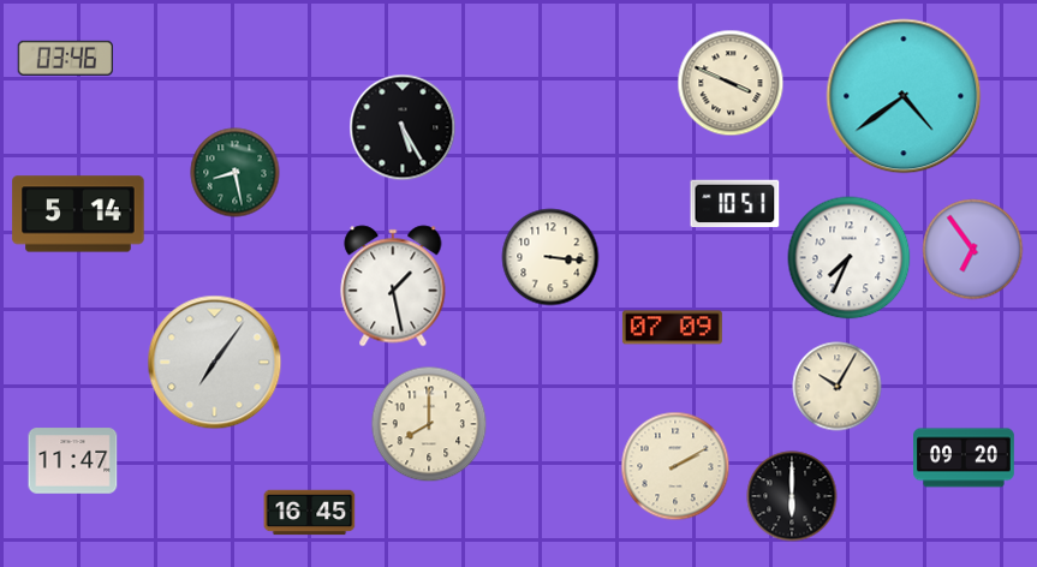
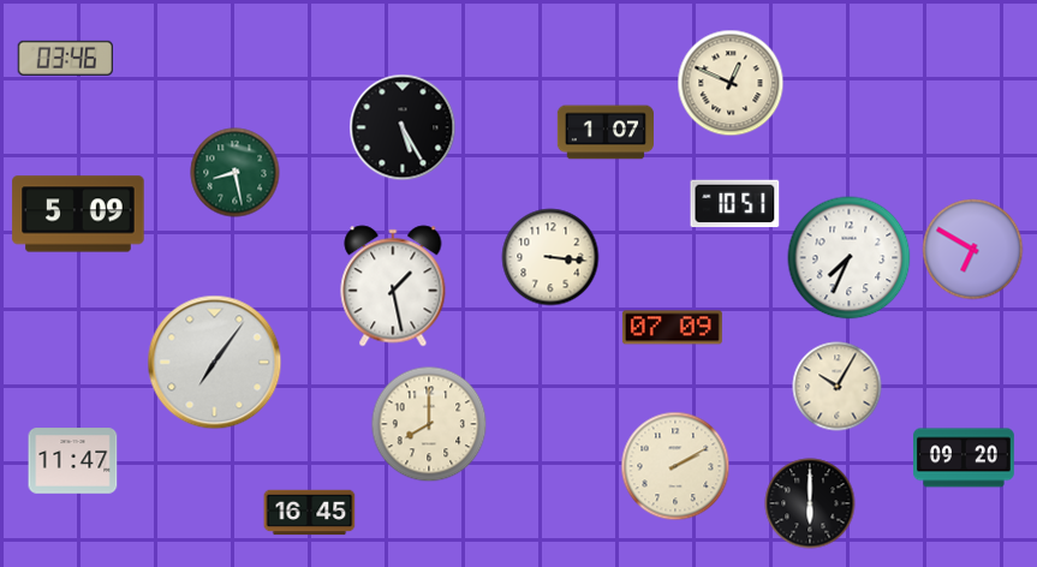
clock at (731, 83): 3:49 -> 12:49
clock at (904, 96): 4:39 -> none
clock at (606, 132): none -> 1:07
clock at (78, 214): 5:14 -> 5:09
clock at (973, 250): 6:54 -> 6:50
clock at (792, 496) position: (792, 496) -> (810, 503)
